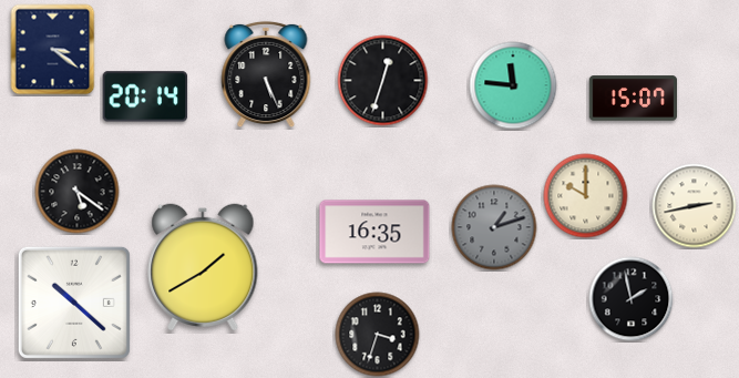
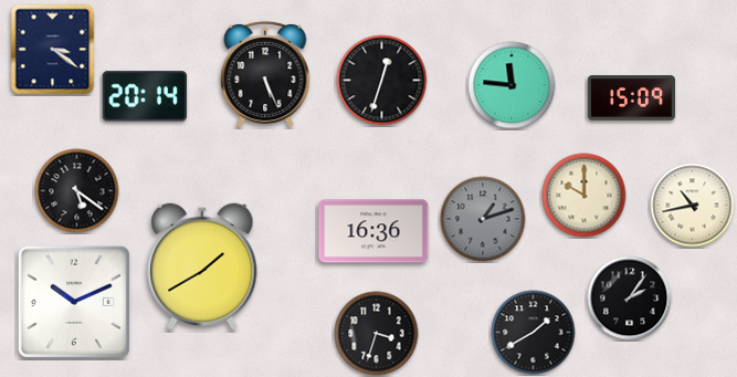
clock at (633, 99): 15:07 -> 15:09
clock at (695, 206): 2:43 -> 10:43
clock at (494, 227) position: (494, 227) -> (483, 219)
clock at (374, 232): 16:35 -> 16:36
clock at (632, 299): 1:58 -> 2:06
clock at (74, 303): 10:22 -> 10:11
clock at (534, 333): none -> 1:40
